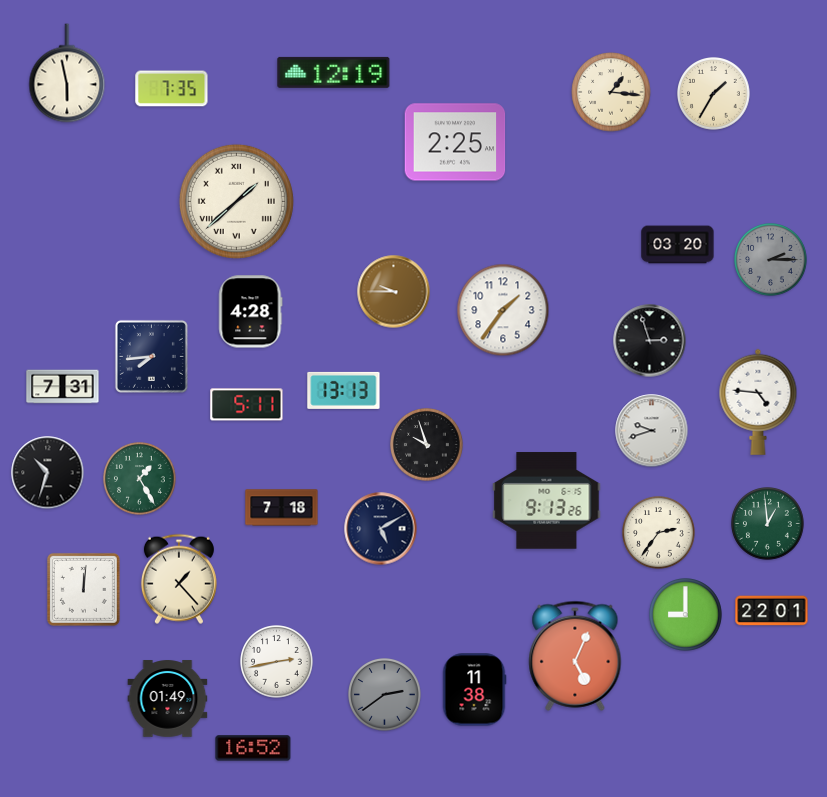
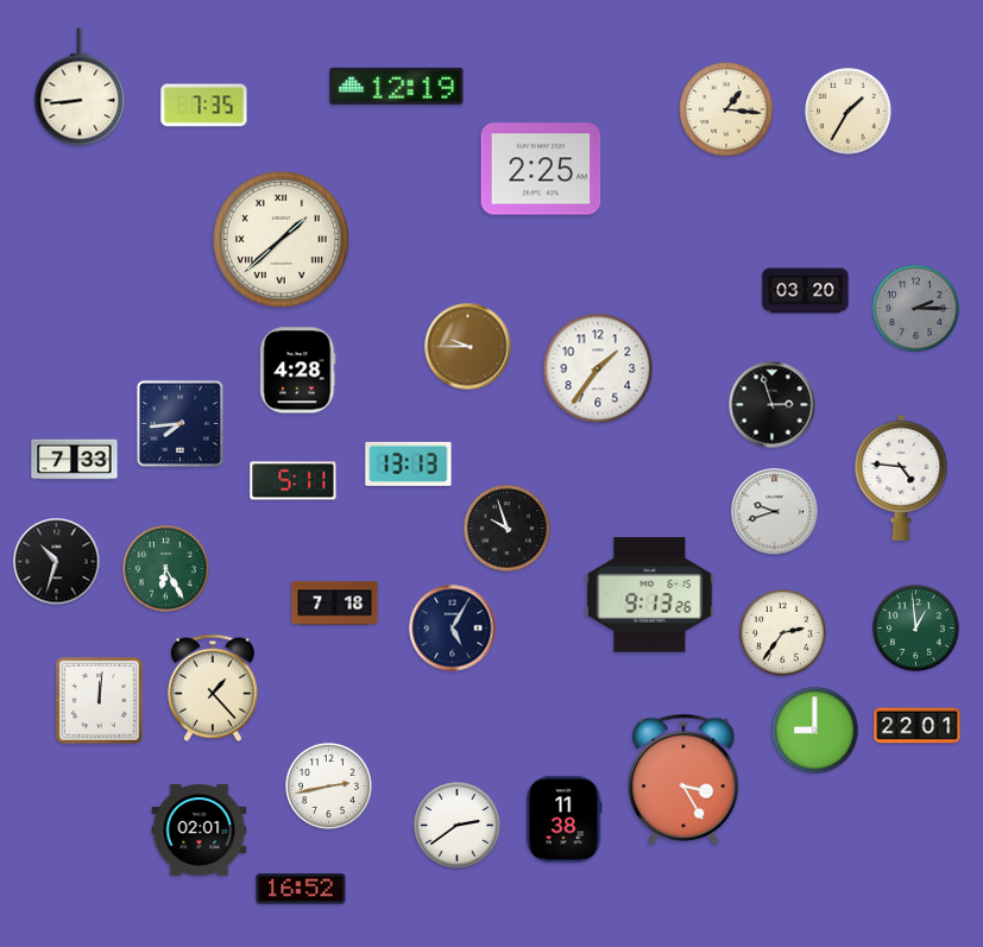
clock at (67, 73): 5:58 -> 8:44
clock at (63, 387): 7:31 -> 7:33
clock at (140, 479): 1:25 -> 6:25
clock at (768, 524) position: (768, 524) -> (916, 629)
clock at (381, 529): 5:10 -> 5:05
clock at (575, 656): 5:04 -> 3:25
clock at (385, 695) dial: grey -> white
clock at (168, 699): 01:49 -> 02:01
